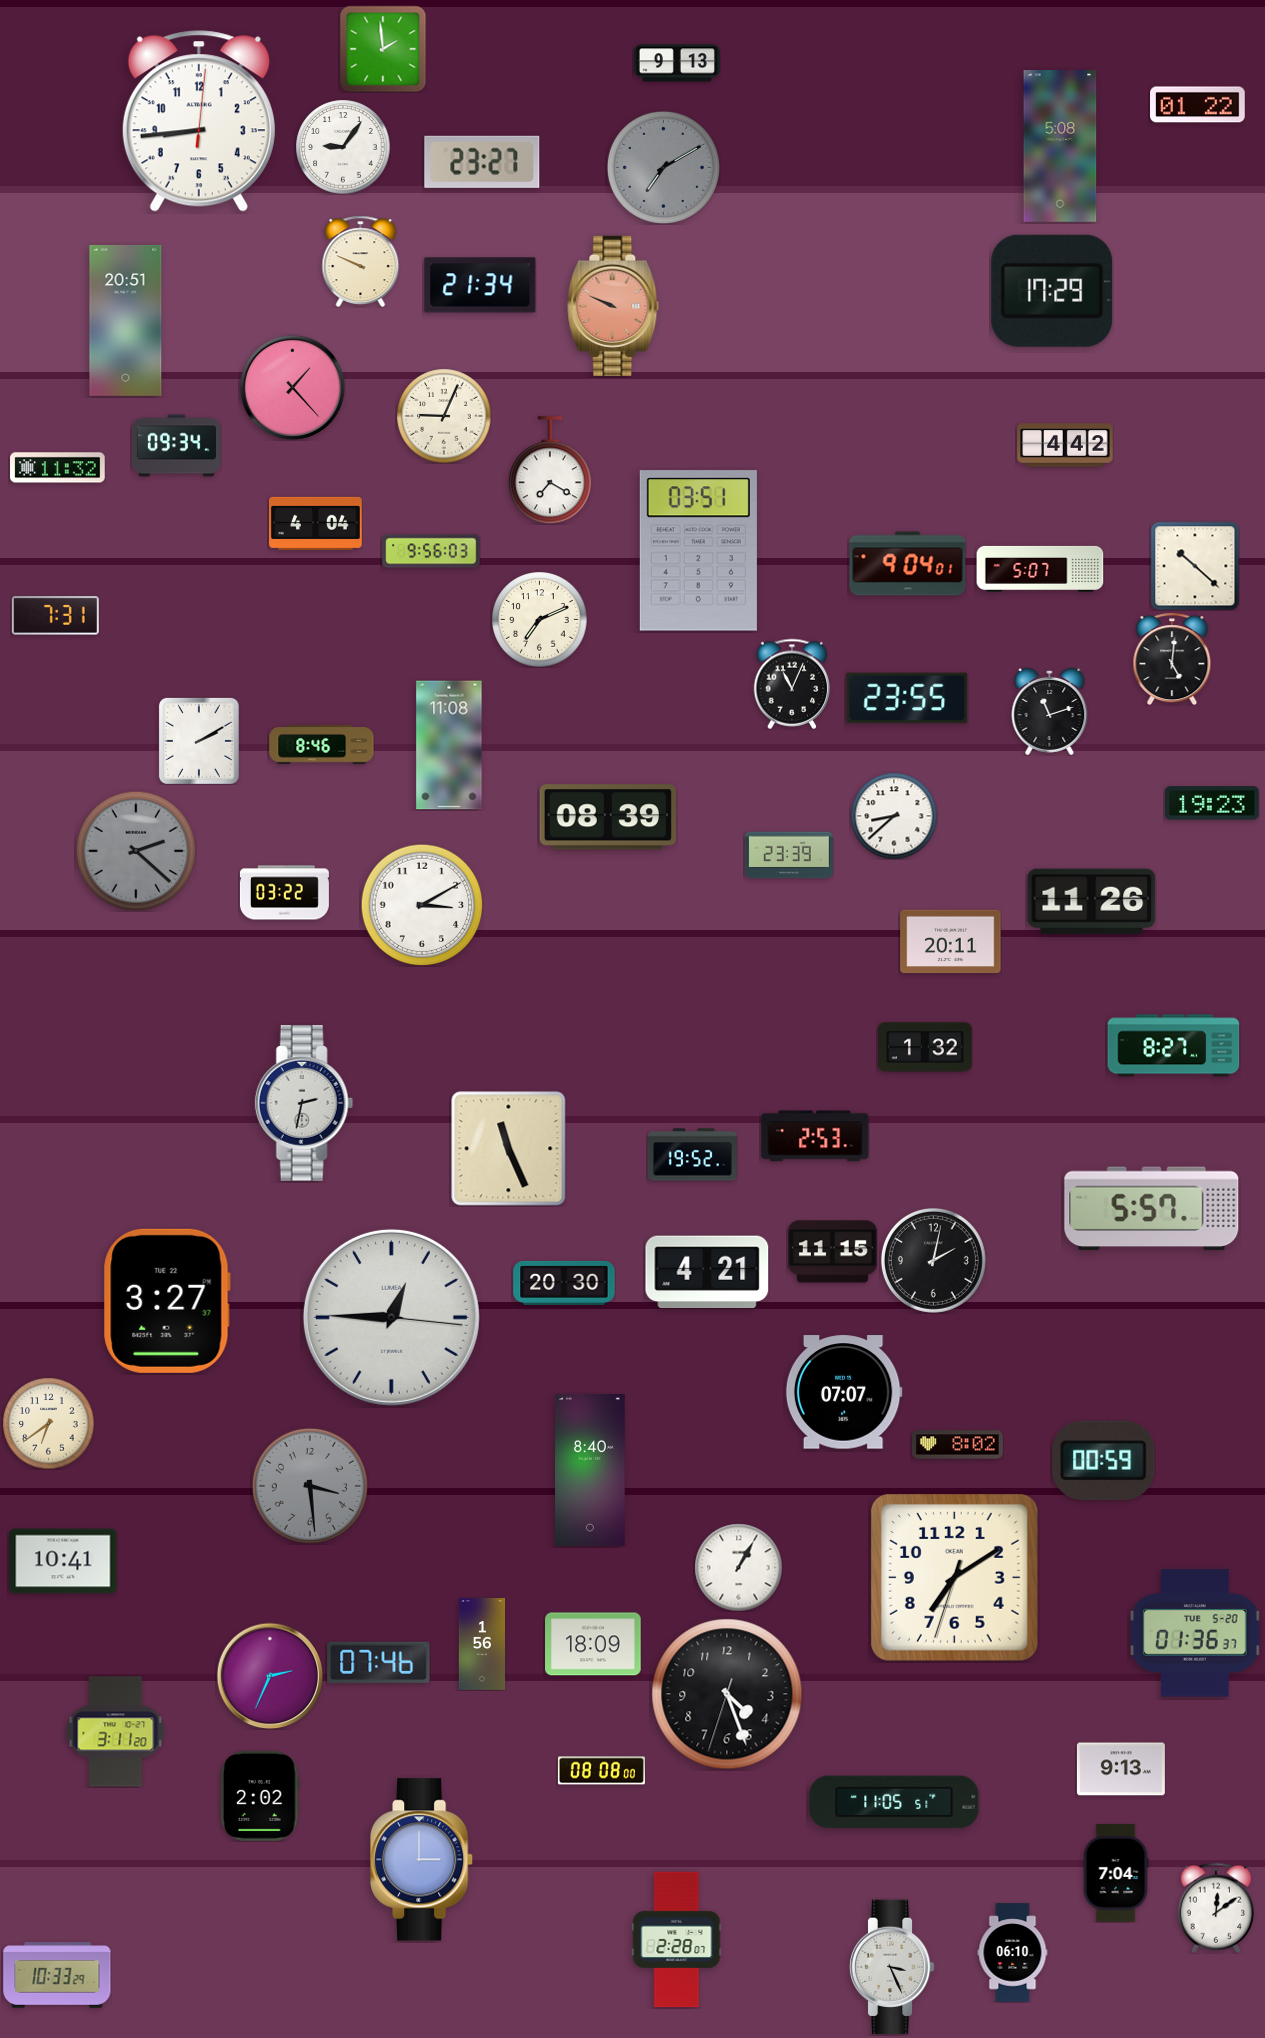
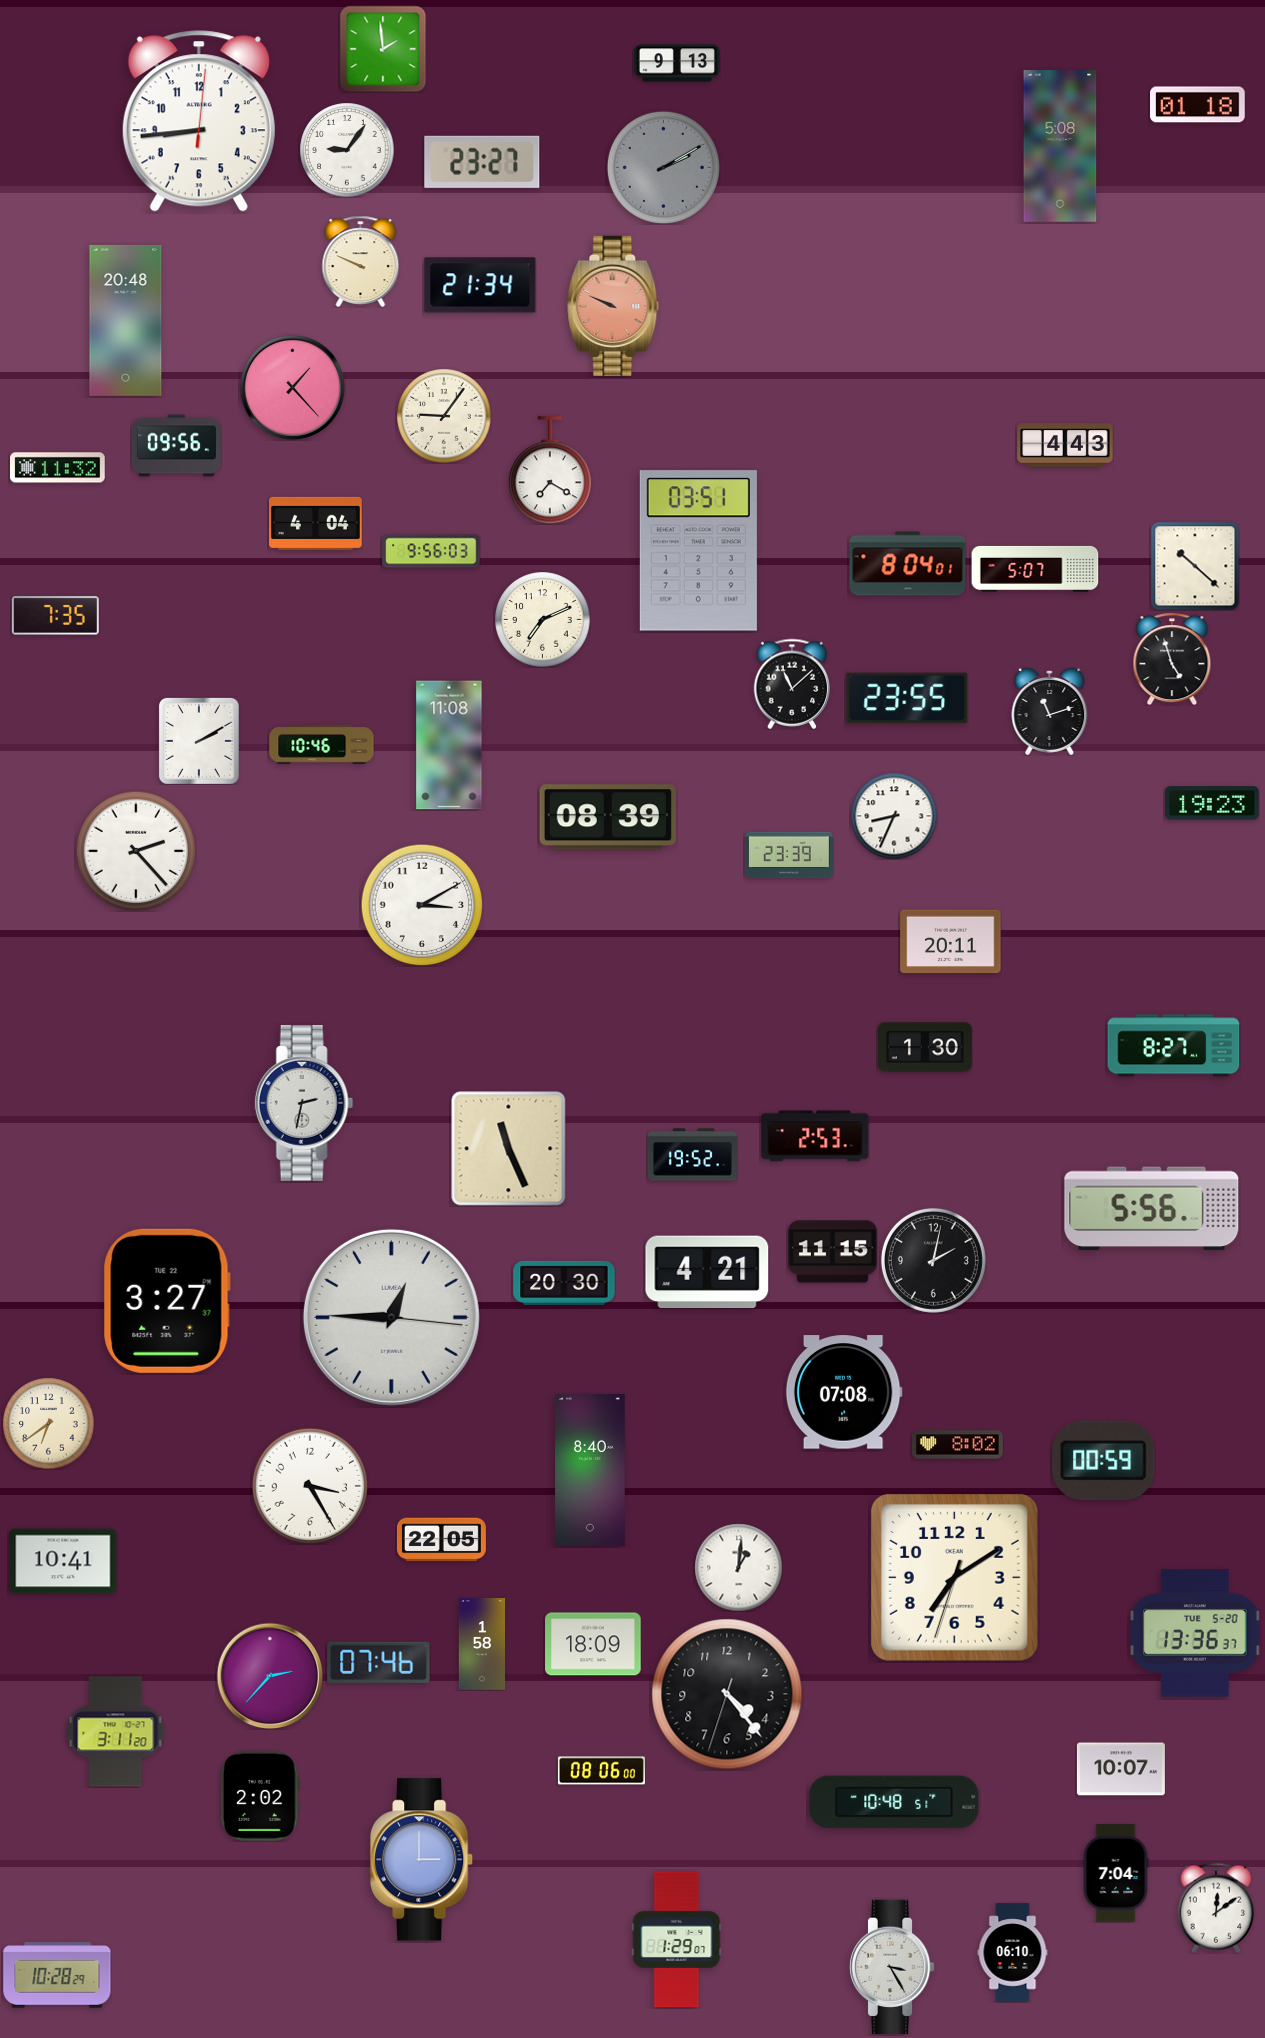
clock at (1198, 105): 01:22 -> 01:18
clock at (343, 147) position: (343, 147) -> (347, 150)
clock at (663, 167): 7:10 -> 2:10
clock at (1052, 291): 17:29 -> none
clock at (126, 321): 20:51 -> 20:48
clock at (444, 416): 9:04 -> 9:06
clock at (1065, 445): 4:42 -> 4:43
clock at (176, 446): 09:34 -> 09:56
clock at (908, 564): 9:04 -> 8:04
clock at (1040, 569) position: (1040, 569) -> (1035, 569)
clock at (55, 616): 7:31 -> 7:35
clock at (539, 619) position: (539, 619) -> (542, 619)
clock at (1172, 659): 5:01 -> 4:57
clock at (792, 684): 11:04 -> 11:08
clock at (322, 745): 8:46 -> 10:46
clock at (894, 816): 8:38 -> 8:34
clock at (136, 851): 2:22 -> 2:23
clock at (136, 851) dial: grey -> white
clock at (284, 893): 03:22 -> none
clock at (1092, 902): 11:26 -> none
clock at (926, 1047): 1:32 -> 1:30
clock at (1152, 1209): 5:57 -> 5:56
clock at (844, 1392): 07:07 -> 07:08
clock at (310, 1486): 3:29 -> 3:25
clock at (310, 1486) dial: grey -> white
clock at (441, 1540): none -> 22:05
clock at (738, 1567): 1:05 -> 1:01
clock at (1196, 1633): 01:36 -> 13:36
clock at (481, 1645): 1:56 -> 1:58
clock at (270, 1676): 2:34 -> 2:37
clock at (727, 1694): 4:26 -> 4:23
clock at (1121, 1769): 9:13 -> 10:07
clock at (601, 1771): 08:08 -> 08:06
clock at (894, 1802): 11:05 -> 10:48
clock at (677, 1940): 2:28 -> 1:29
clock at (892, 1967): 3:26 -> 3:25
clock at (57, 1975): 10:33 -> 10:28
